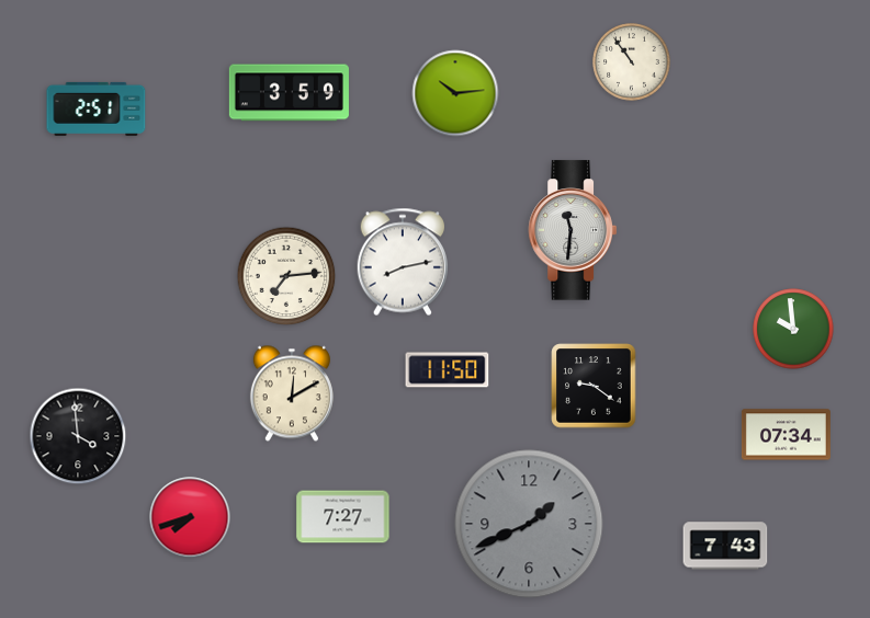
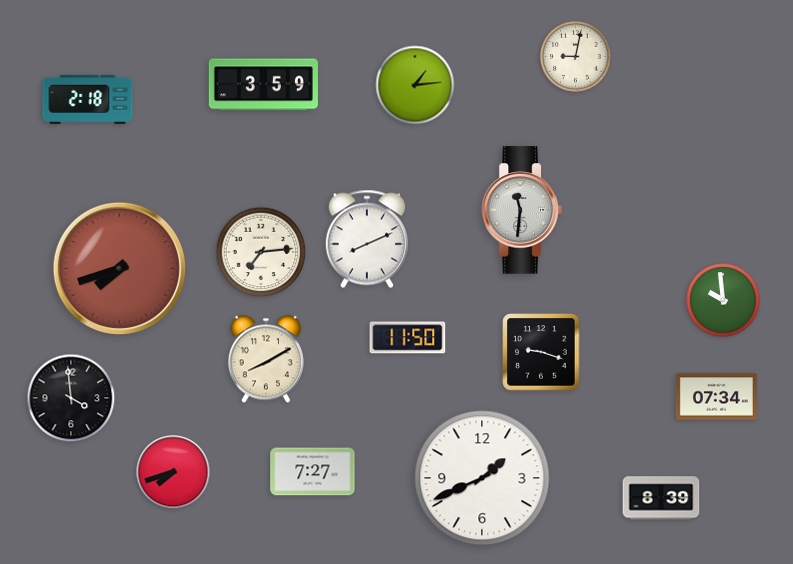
clock at (632, 62): 10:54 -> 9:02
clock at (455, 93): 10:14 -> 1:14
clock at (97, 108): 2:51 -> 2:18
clock at (402, 262): 8:13 -> 8:11
clock at (119, 268): none -> 7:42
clock at (594, 386): 9:21 -> 9:18
clock at (292, 393): 12:10 -> 8:10
clock at (529, 524) dial: grey -> white
clock at (725, 546): 7:43 -> 8:39
